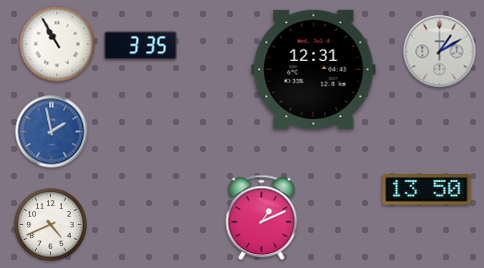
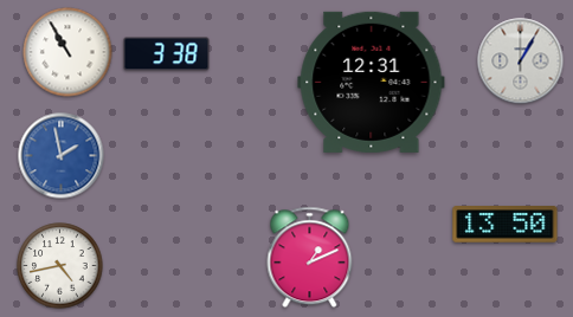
clock at (141, 46): 3:35 -> 3:38
clock at (440, 52): 1:10 -> 1:05
clock at (51, 225): 4:41 -> 4:43
